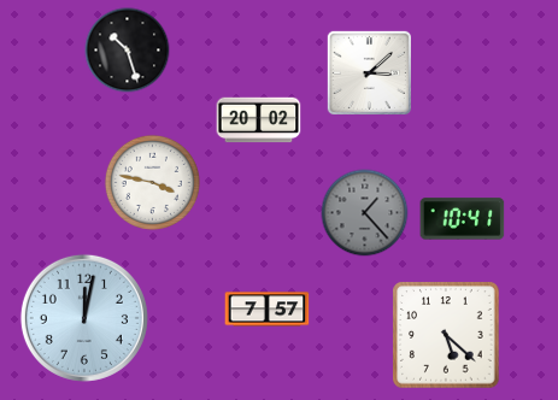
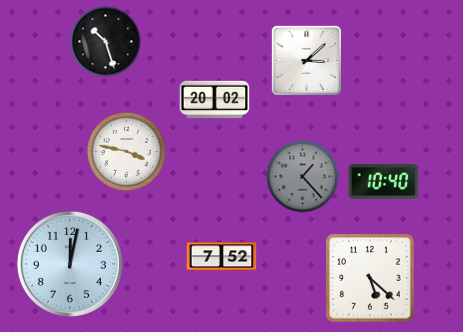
clock at (463, 219): 10:41 -> 10:40
clock at (268, 310): 7:57 -> 7:52
